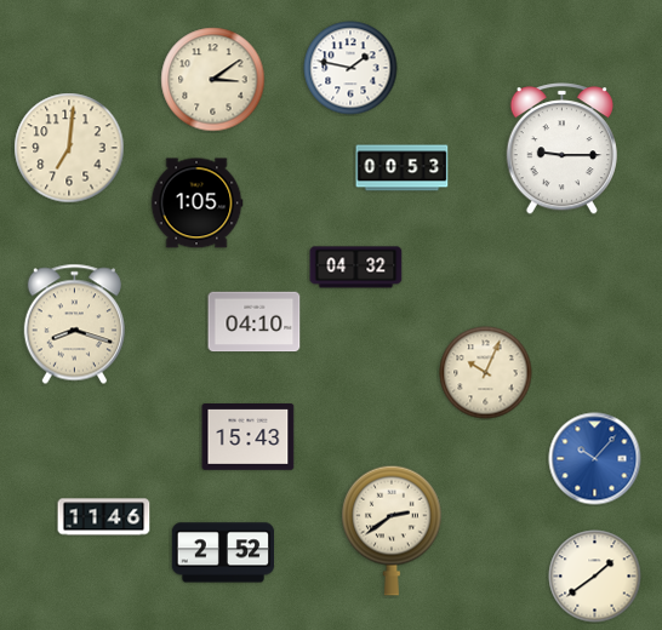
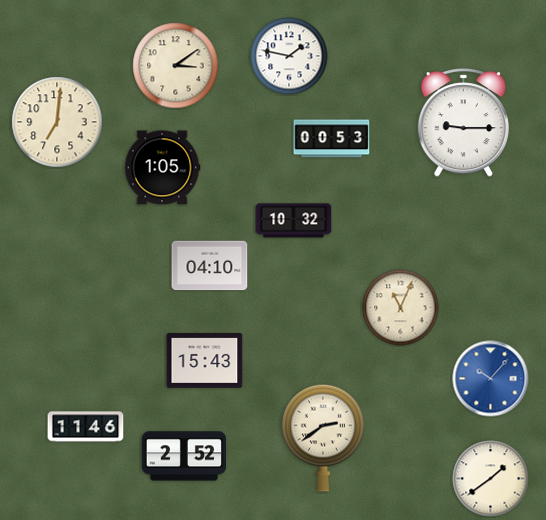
clock at (356, 268): 04:32 -> 10:32
clock at (74, 325): 8:18 -> none
clock at (486, 373): 10:04 -> 11:04
clock at (595, 577) position: (595, 577) -> (491, 479)
